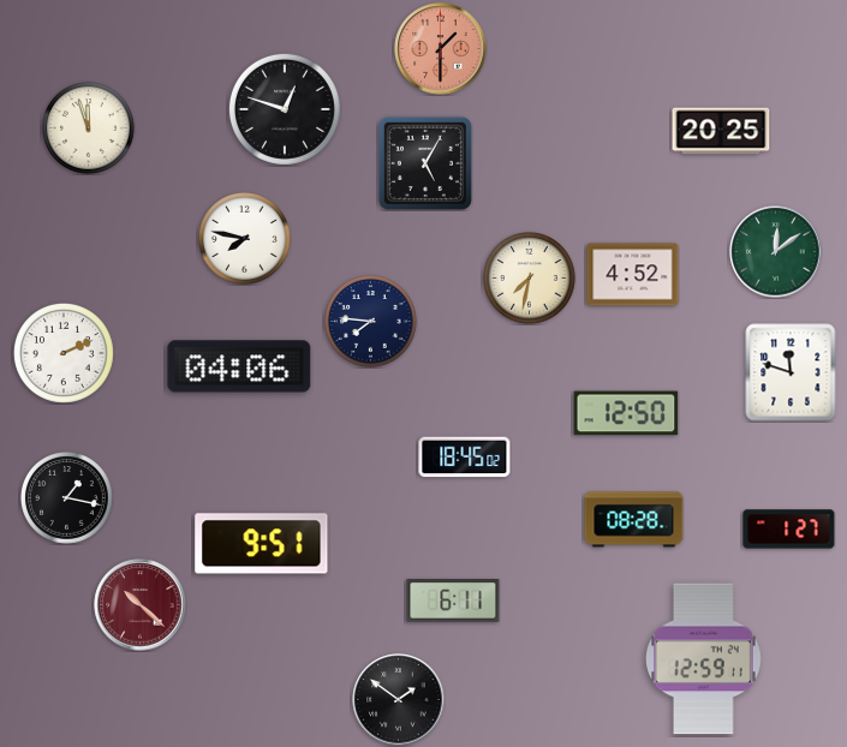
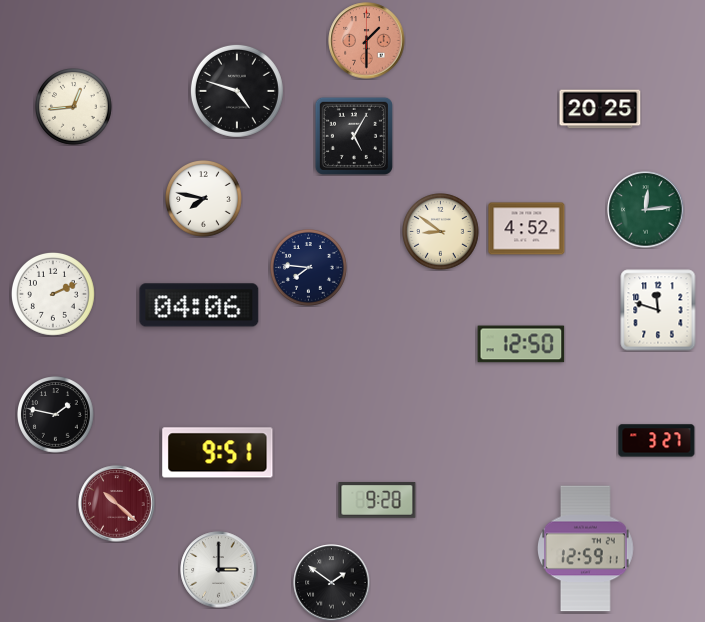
clock at (285, 109): 12:48 -> 4:48
clock at (89, 129): 11:57 -> 12:44
clock at (776, 252): 12:09 -> 12:14
clock at (530, 279): 7:32 -> 8:51
clock at (465, 458): 18:45 -> none
clock at (67, 498): 1:17 -> 1:47
clock at (634, 520): 08:28 -> none
clock at (789, 530): 1:27 -> 3:27
clock at (453, 602): 6:11 -> 9:28
clock at (219, 570): none -> 3:00
